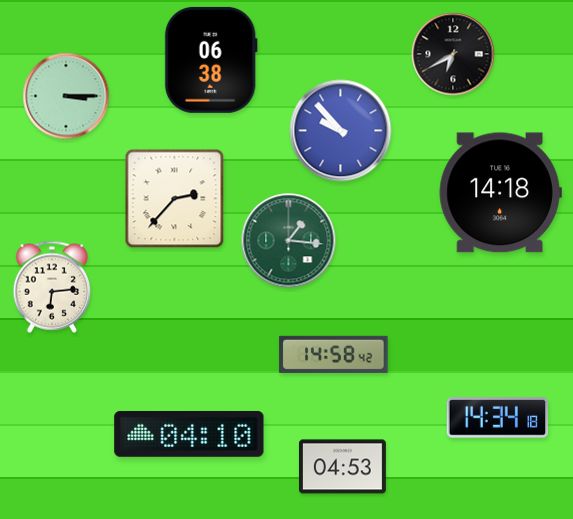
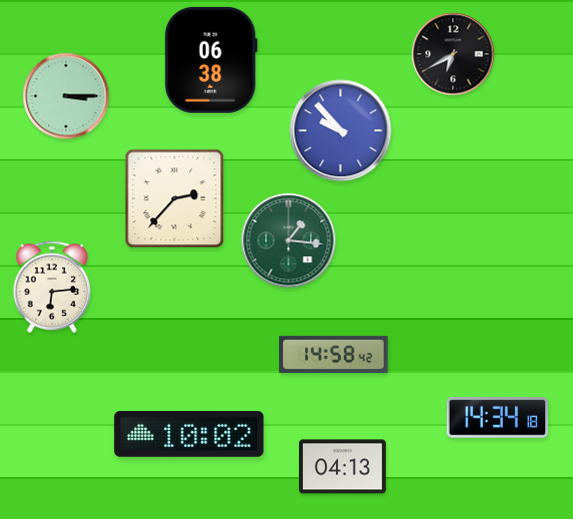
clock at (500, 193): 14:18 -> none
clock at (189, 434): 04:10 -> 10:02
clock at (342, 467): 04:53 -> 04:13
